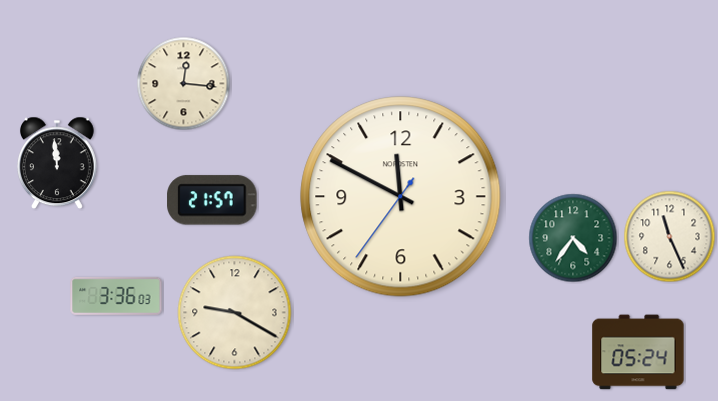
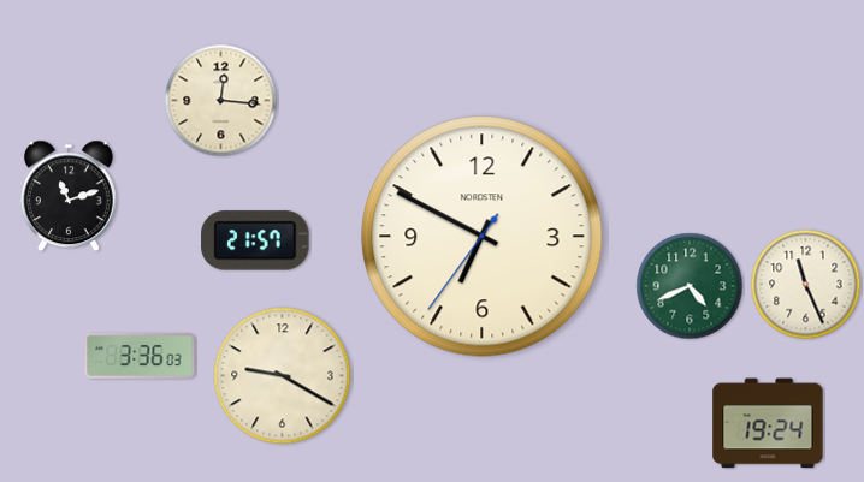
clock at (57, 163): 11:59 -> 11:12
clock at (401, 197): 11:49 -> 6:49
clock at (573, 238): 4:36 -> 4:41
clock at (638, 352): 05:24 -> 19:24
